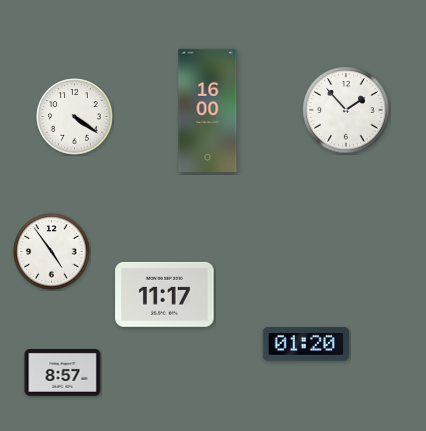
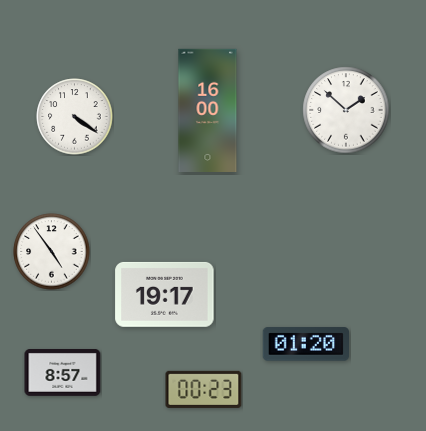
clock at (346, 110): 1:53 -> 1:52
clock at (165, 294): 11:17 -> 19:17
clock at (204, 389): none -> 00:23
